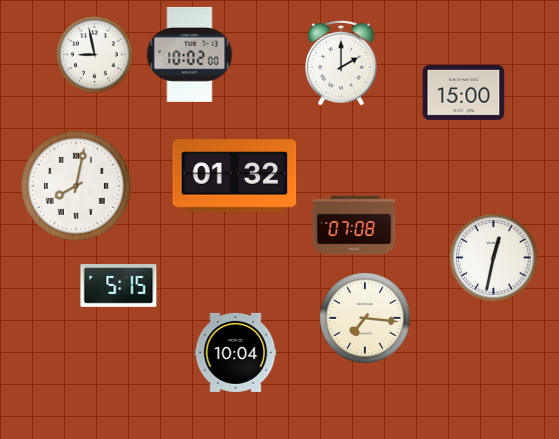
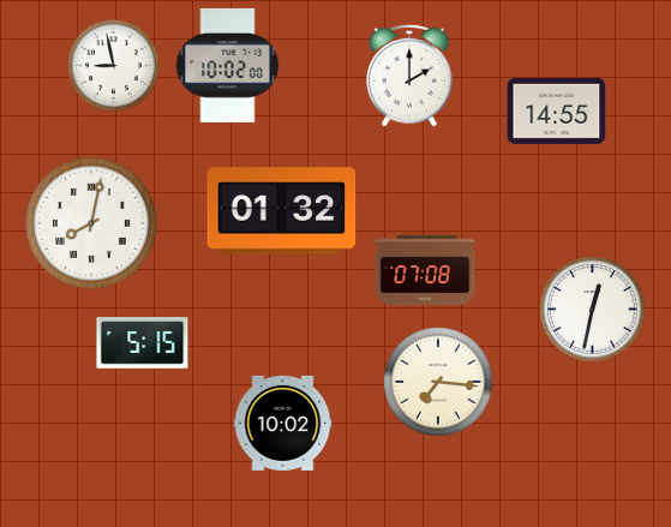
clock at (464, 92): 15:00 -> 14:55
clock at (236, 352): 10:04 -> 10:02
